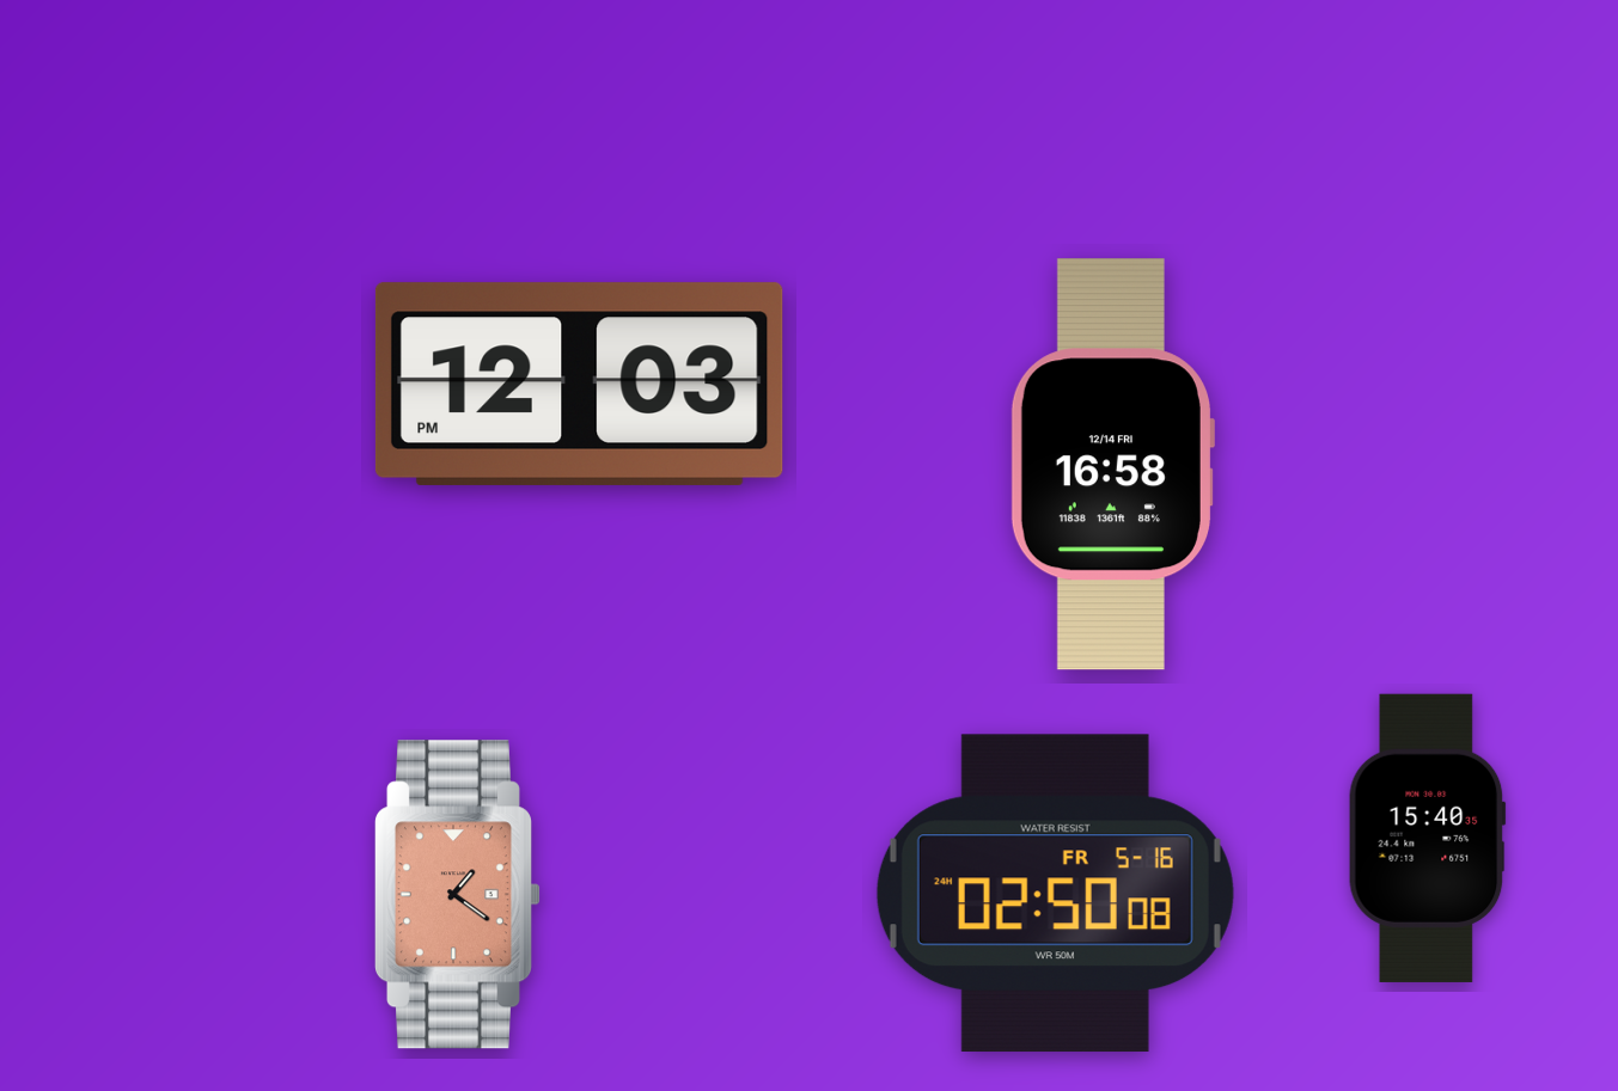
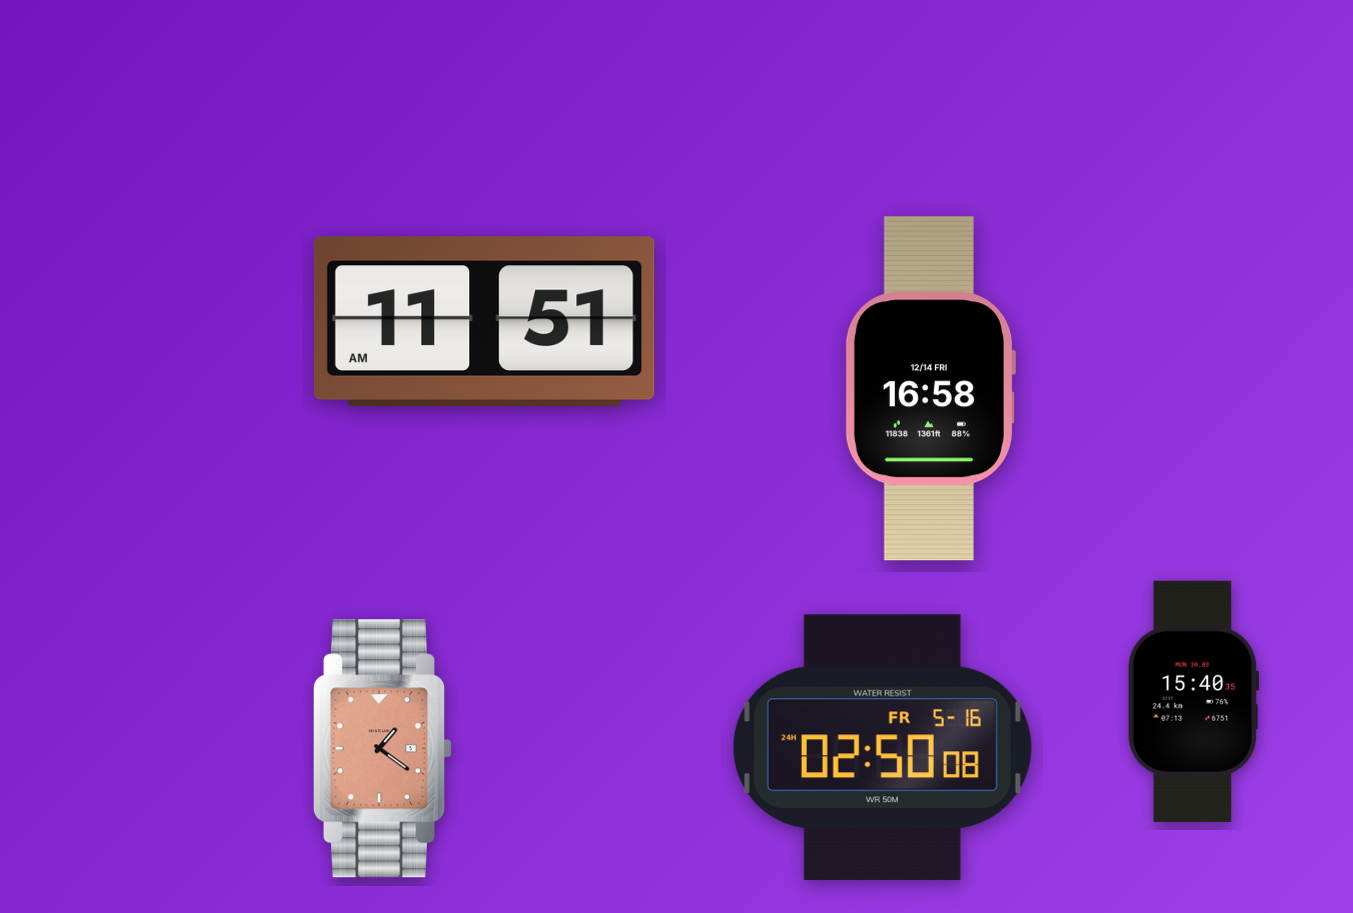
clock at (579, 384): 12:03 -> 11:51
